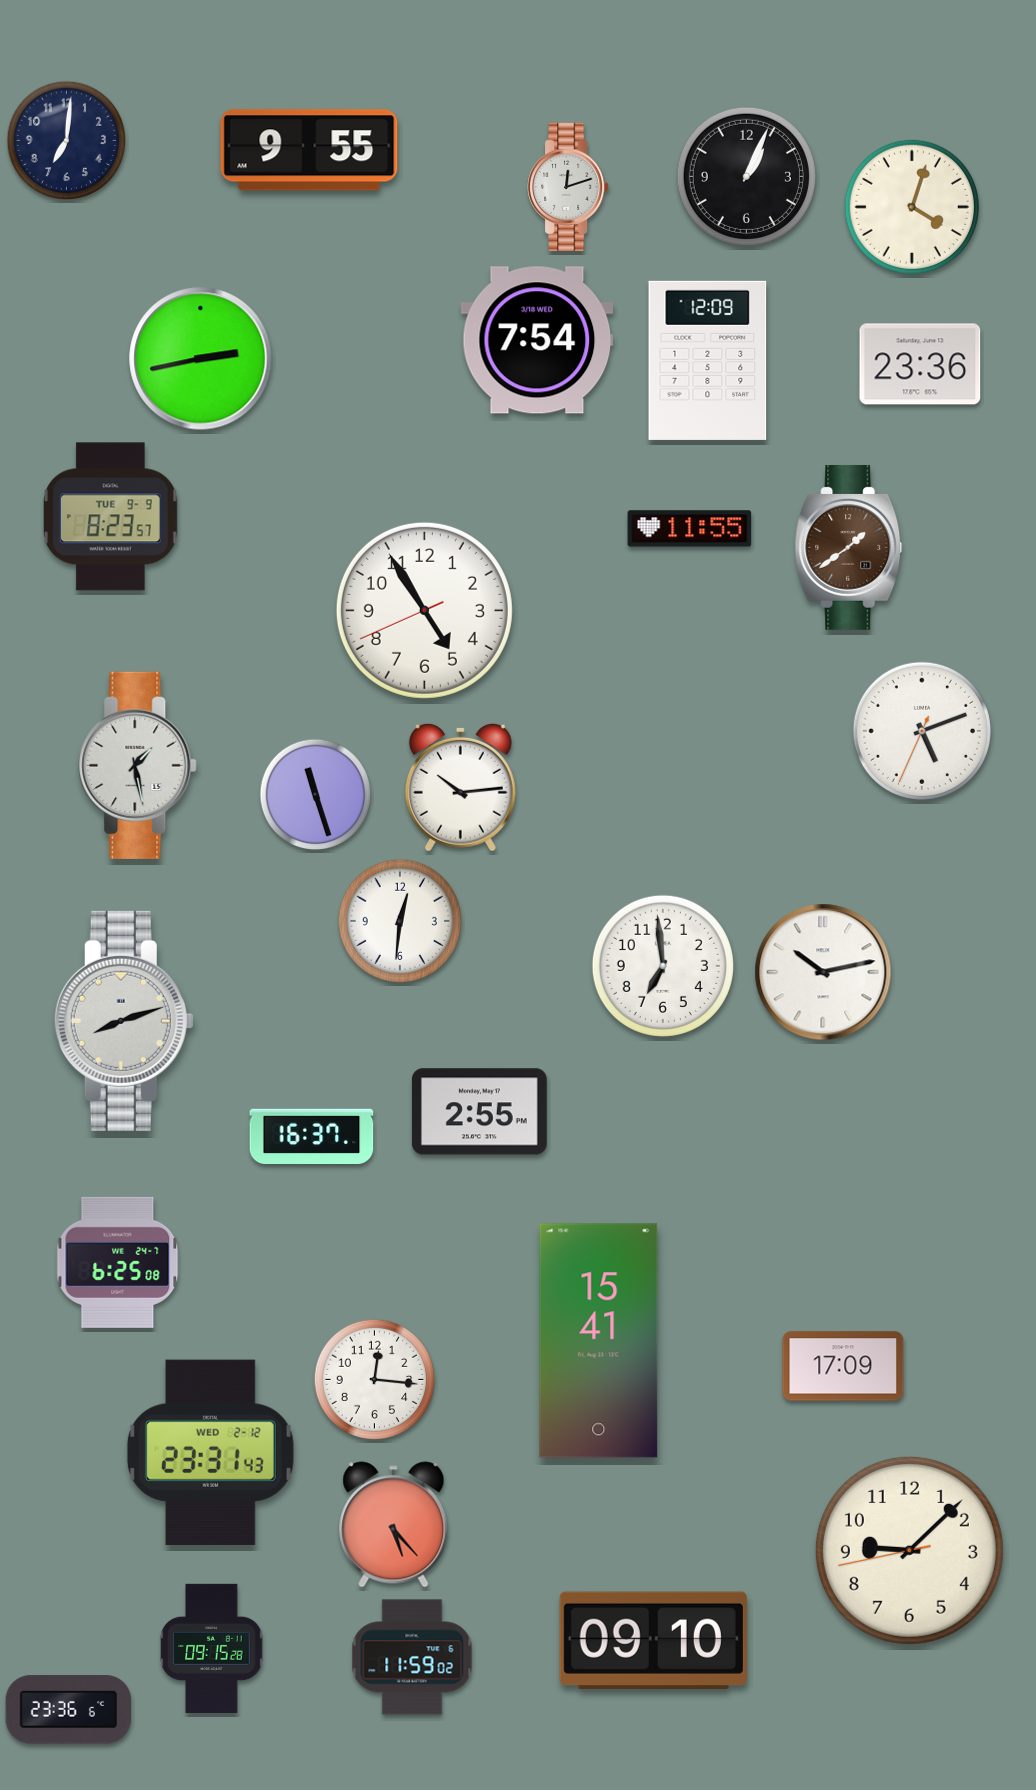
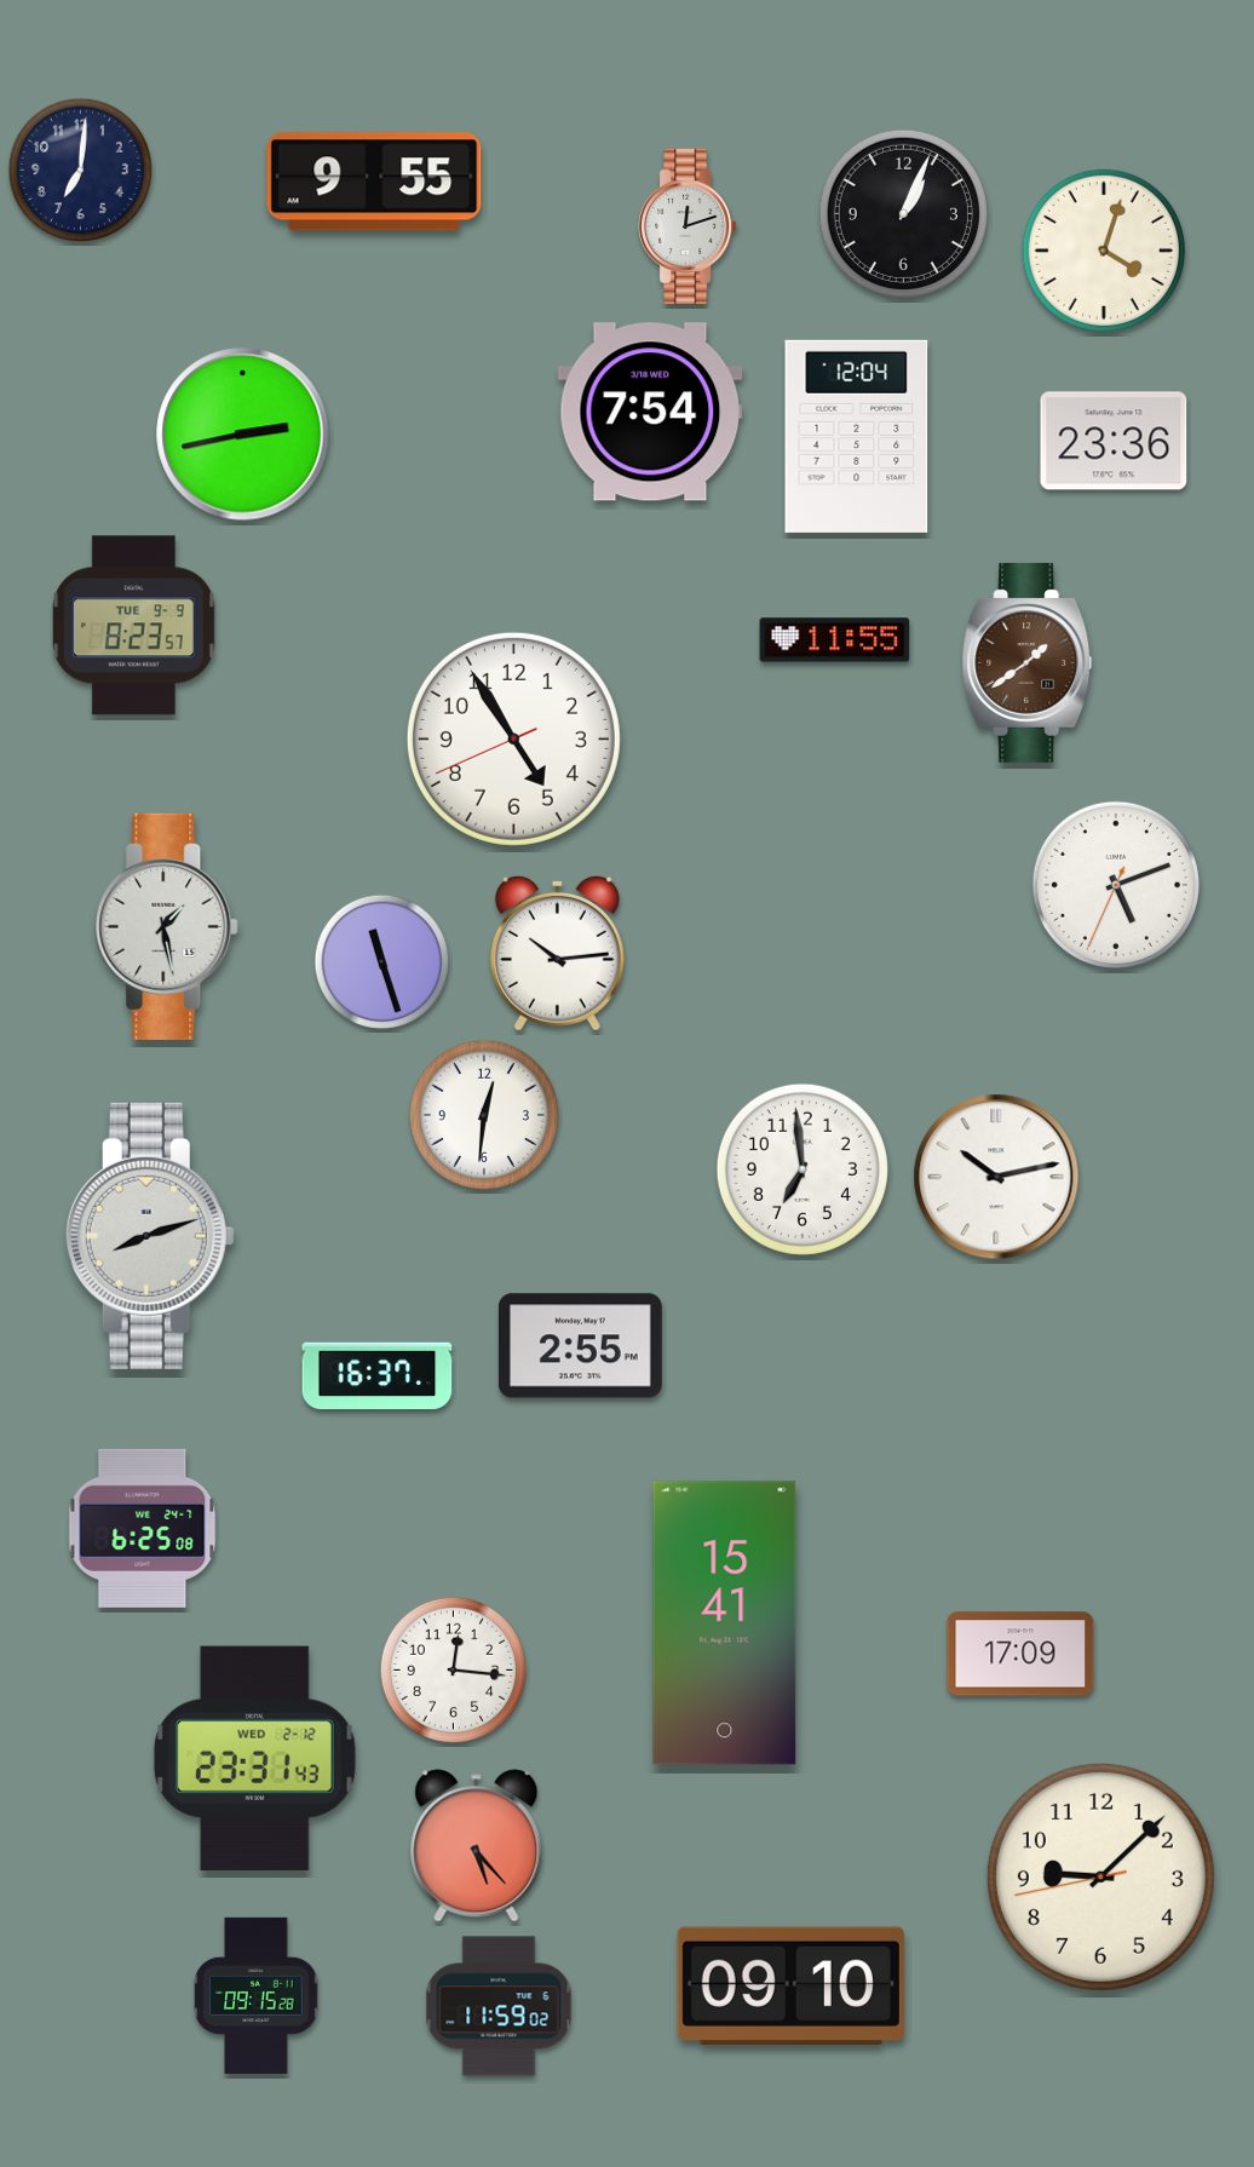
clock at (708, 360): 12:09 -> 12:04
clock at (69, 1710): 23:36 -> none
